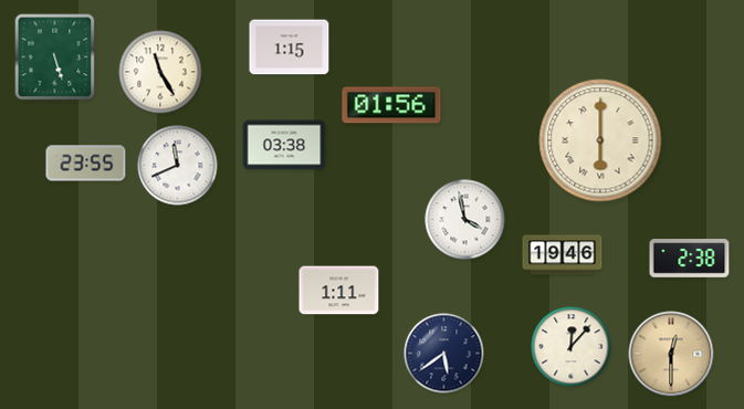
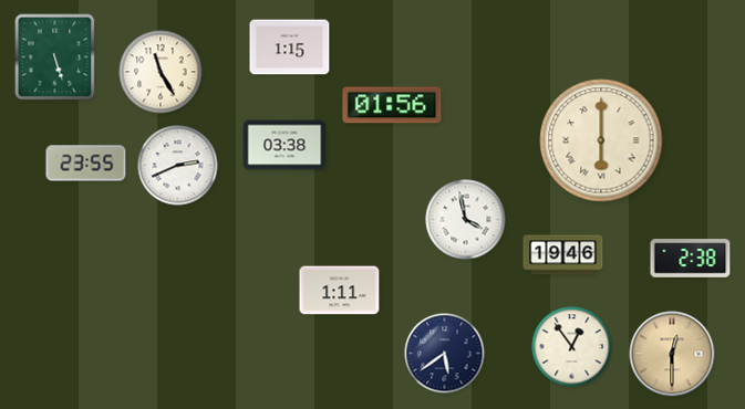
clock at (178, 166): 11:41 -> 2:41
clock at (572, 347): 12:07 -> 12:54
